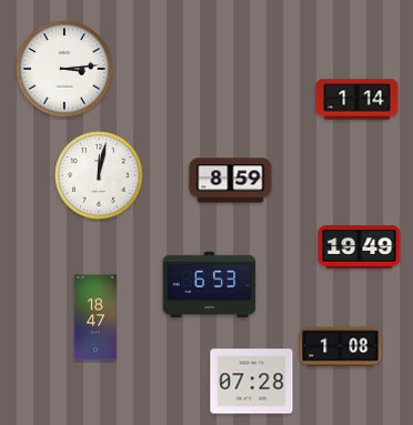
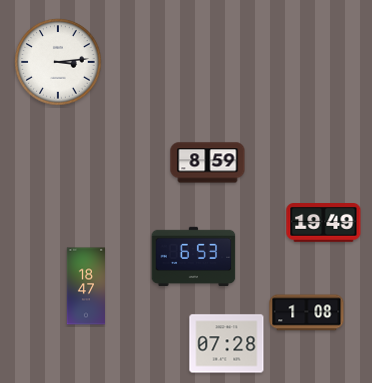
clock at (357, 100): 1:14 -> none
clock at (99, 175): 12:02 -> none
clock at (210, 285) position: (210, 285) -> (194, 257)
